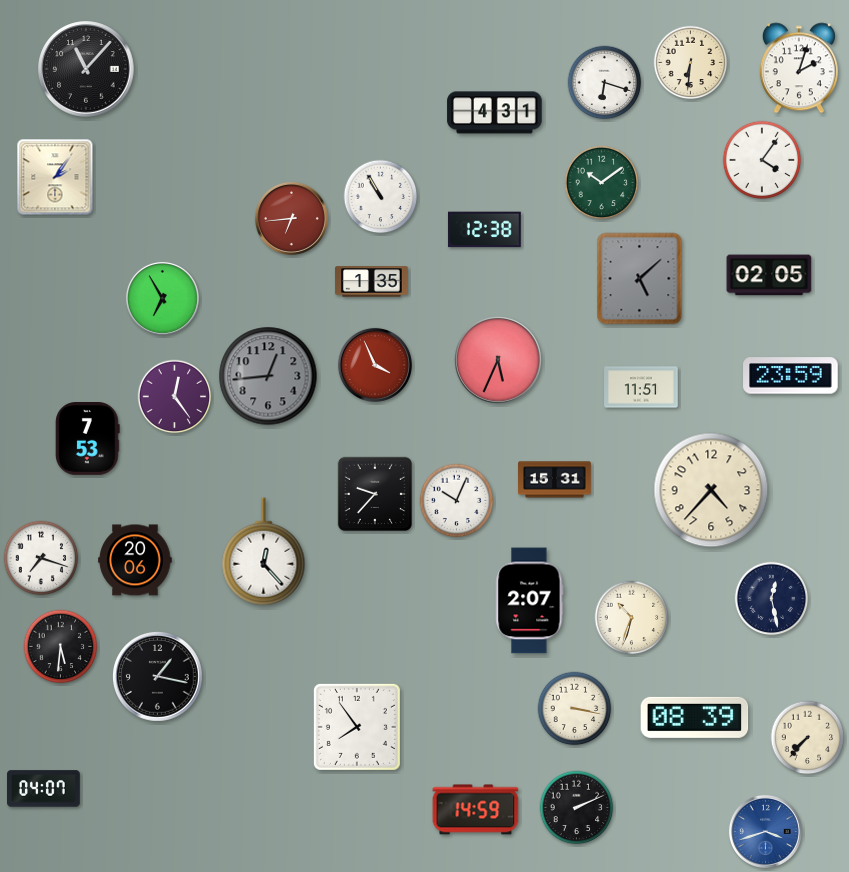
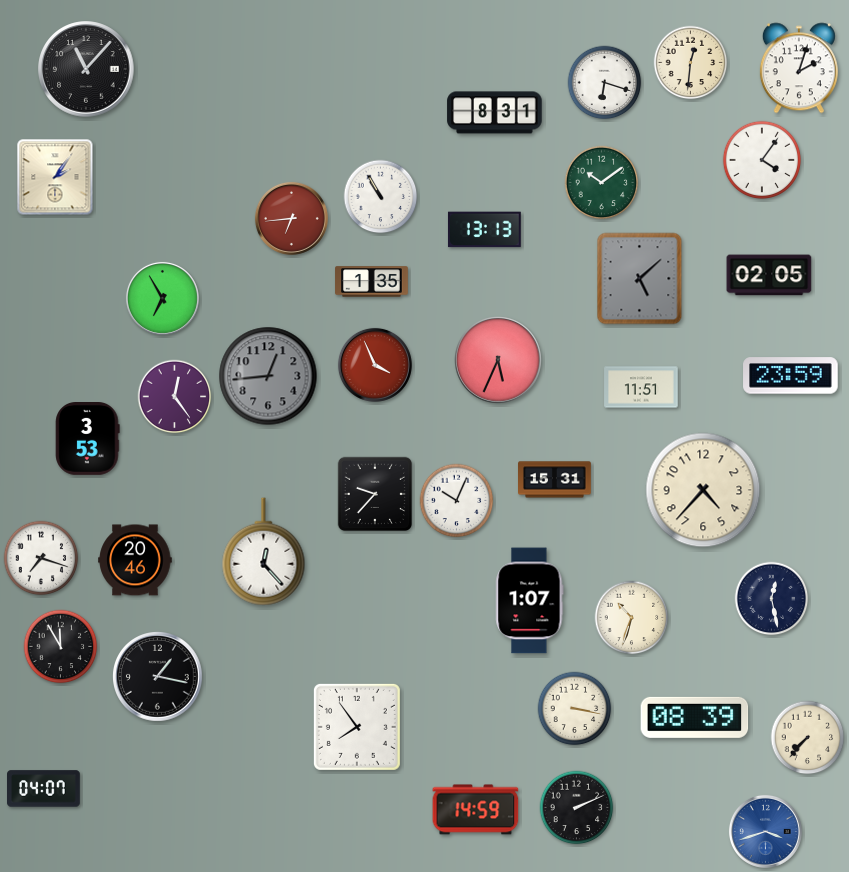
clock at (691, 63): 6:31 -> 12:31
clock at (495, 113): 4:31 -> 8:31
clock at (484, 230): 12:38 -> 13:13
clock at (88, 439): 7:53 -> 3:53
clock at (711, 490) position: (711, 490) -> (703, 490)
clock at (135, 560): 20:06 -> 20:46
clock at (530, 601): 2:07 -> 1:07
clock at (61, 647): 5:31 -> 11:55
